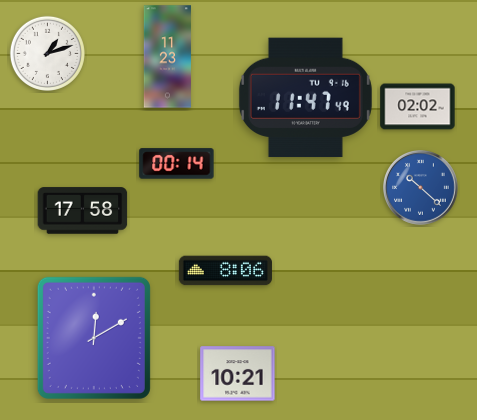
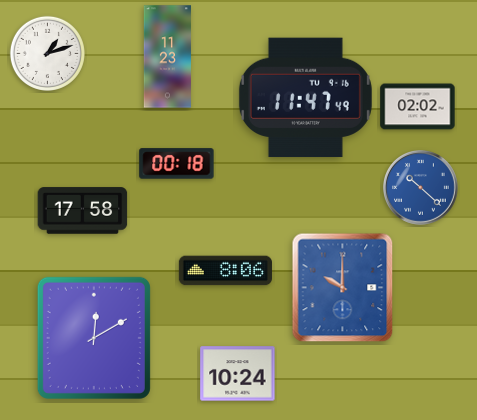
clock at (177, 164): 00:14 -> 00:18
clock at (343, 288): none -> 10:00
clock at (238, 374): 10:21 -> 10:24
